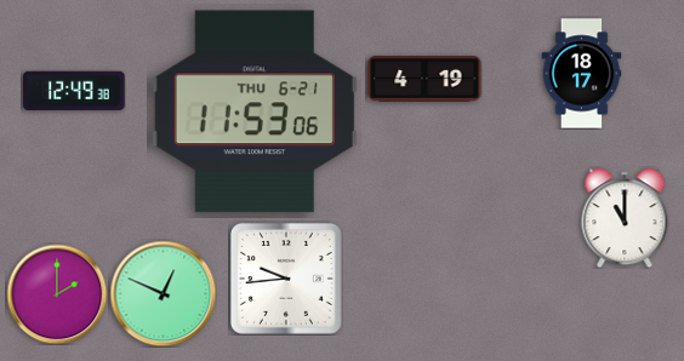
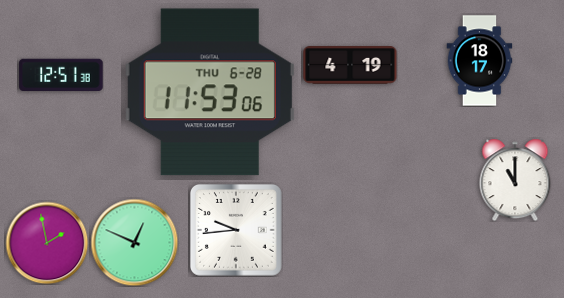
clock at (74, 90): 12:49 -> 12:51
clock at (255, 111) date: THU 6-21 -> THU 6-28
clock at (57, 294): 2:00 -> 1:58
